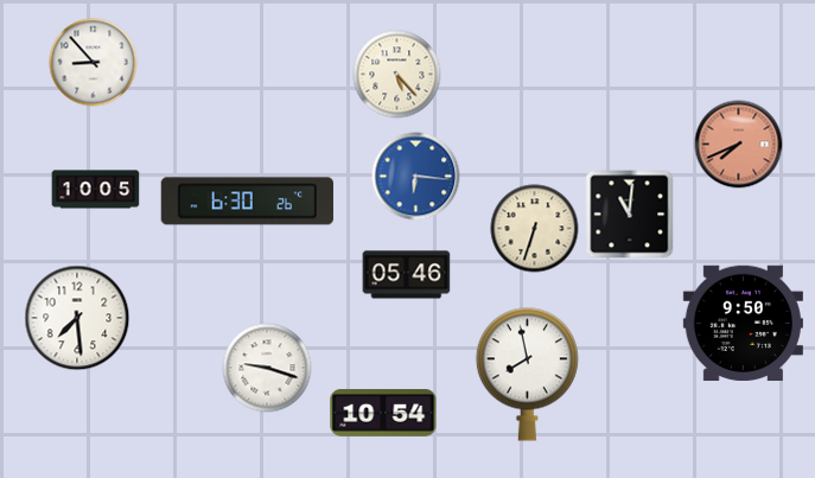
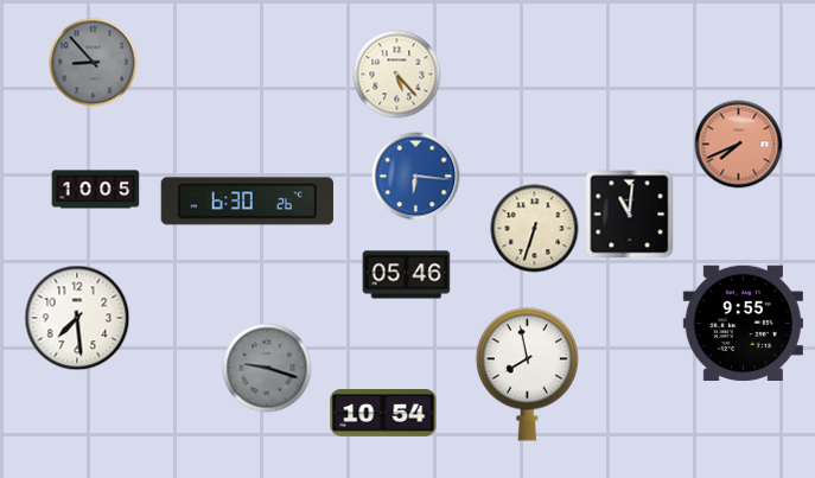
clock at (94, 63) dial: white -> grey
clock at (743, 323): 9:50 -> 9:55
clock at (267, 368) dial: white -> grey
